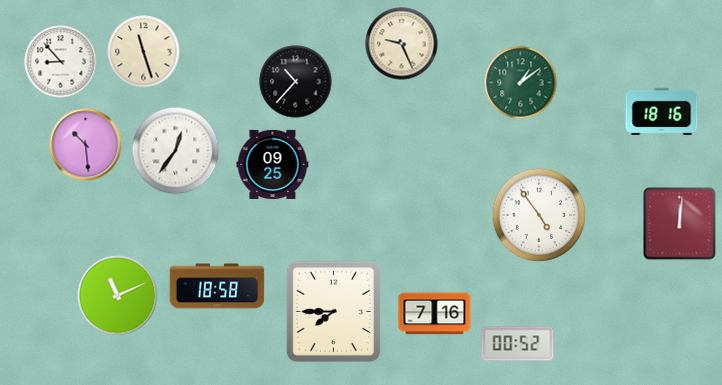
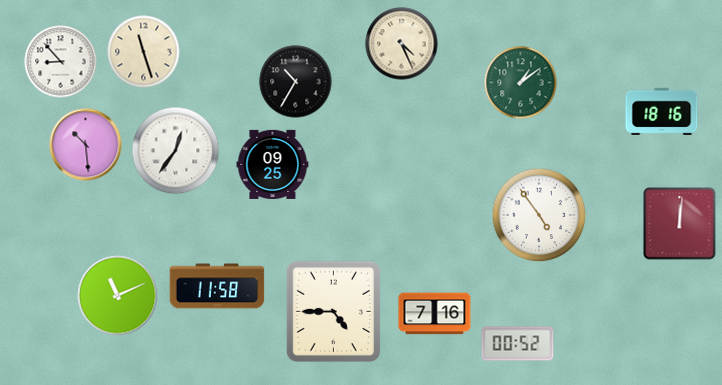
clock at (402, 44): 9:26 -> 4:26
clock at (296, 82): 10:37 -> 10:35
clock at (217, 286): 18:58 -> 11:58
clock at (334, 312): 7:45 -> 4:45
